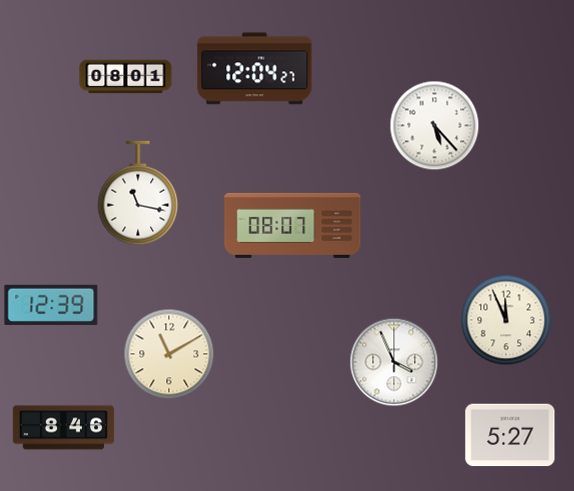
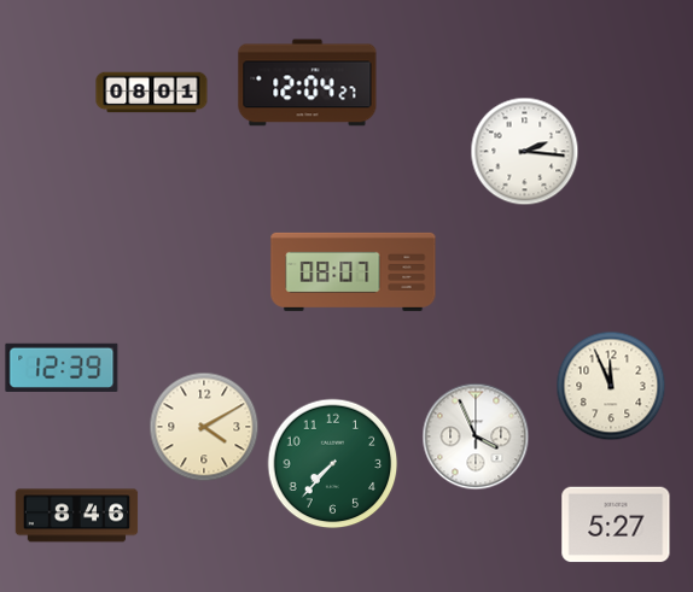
clock at (435, 126): 5:23 -> 2:16
clock at (138, 193): 11:17 -> none
clock at (169, 354): 11:10 -> 4:10
clock at (333, 464): none -> 7:37
